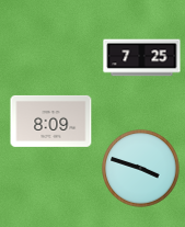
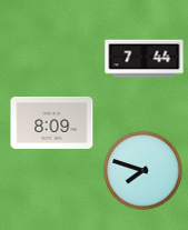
clock at (142, 58): 7:25 -> 7:44
clock at (141, 169): 3:48 -> 7:48
